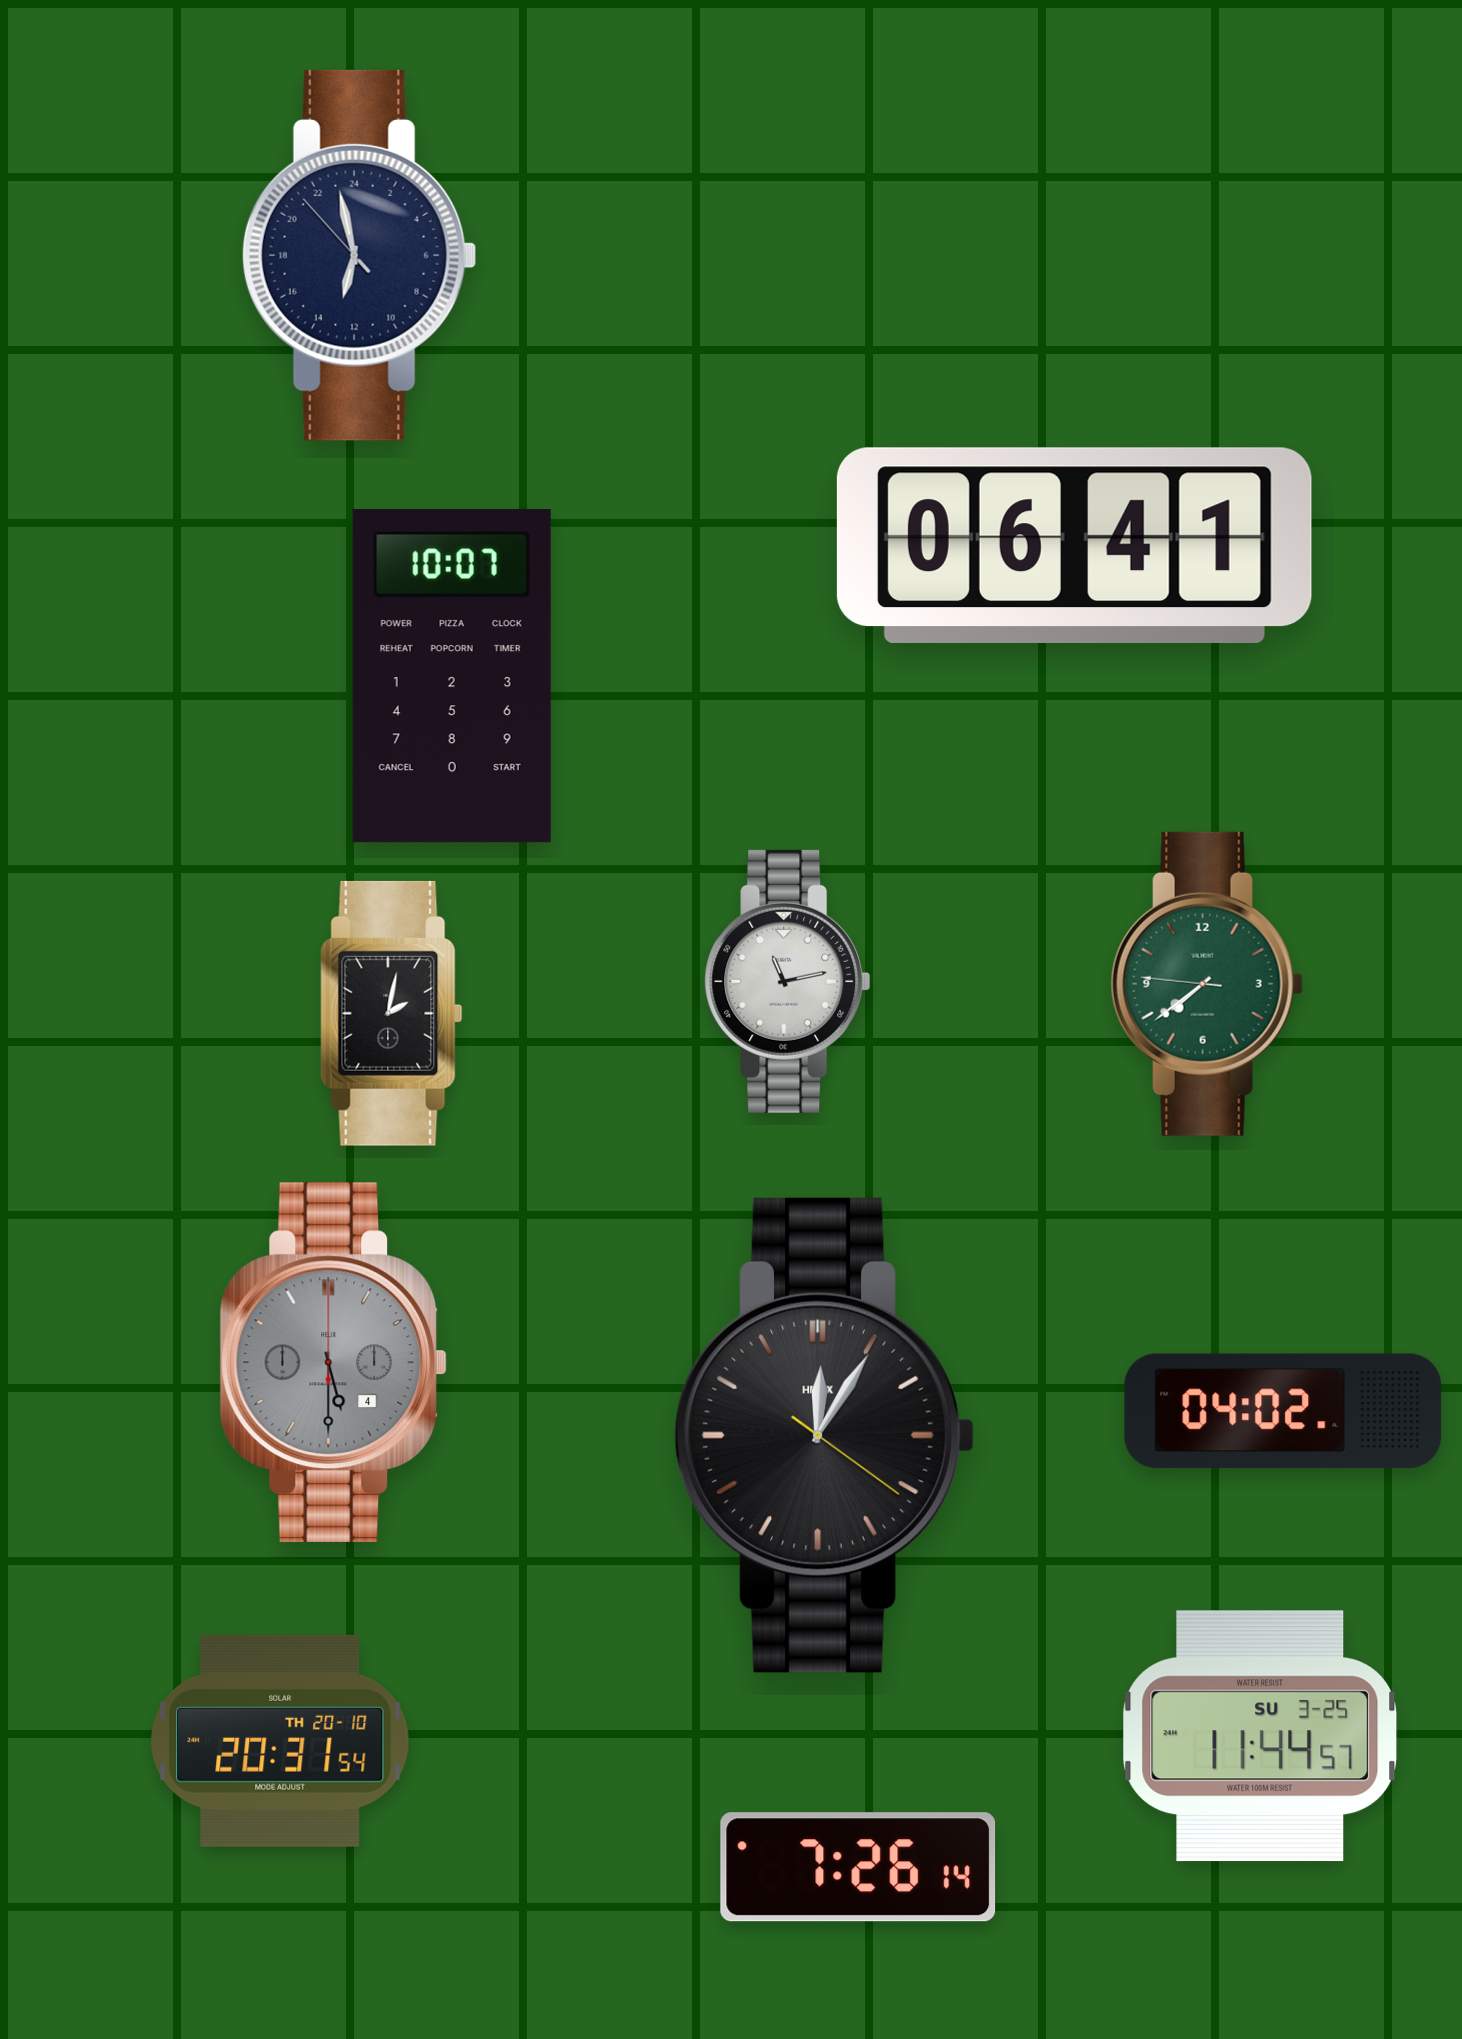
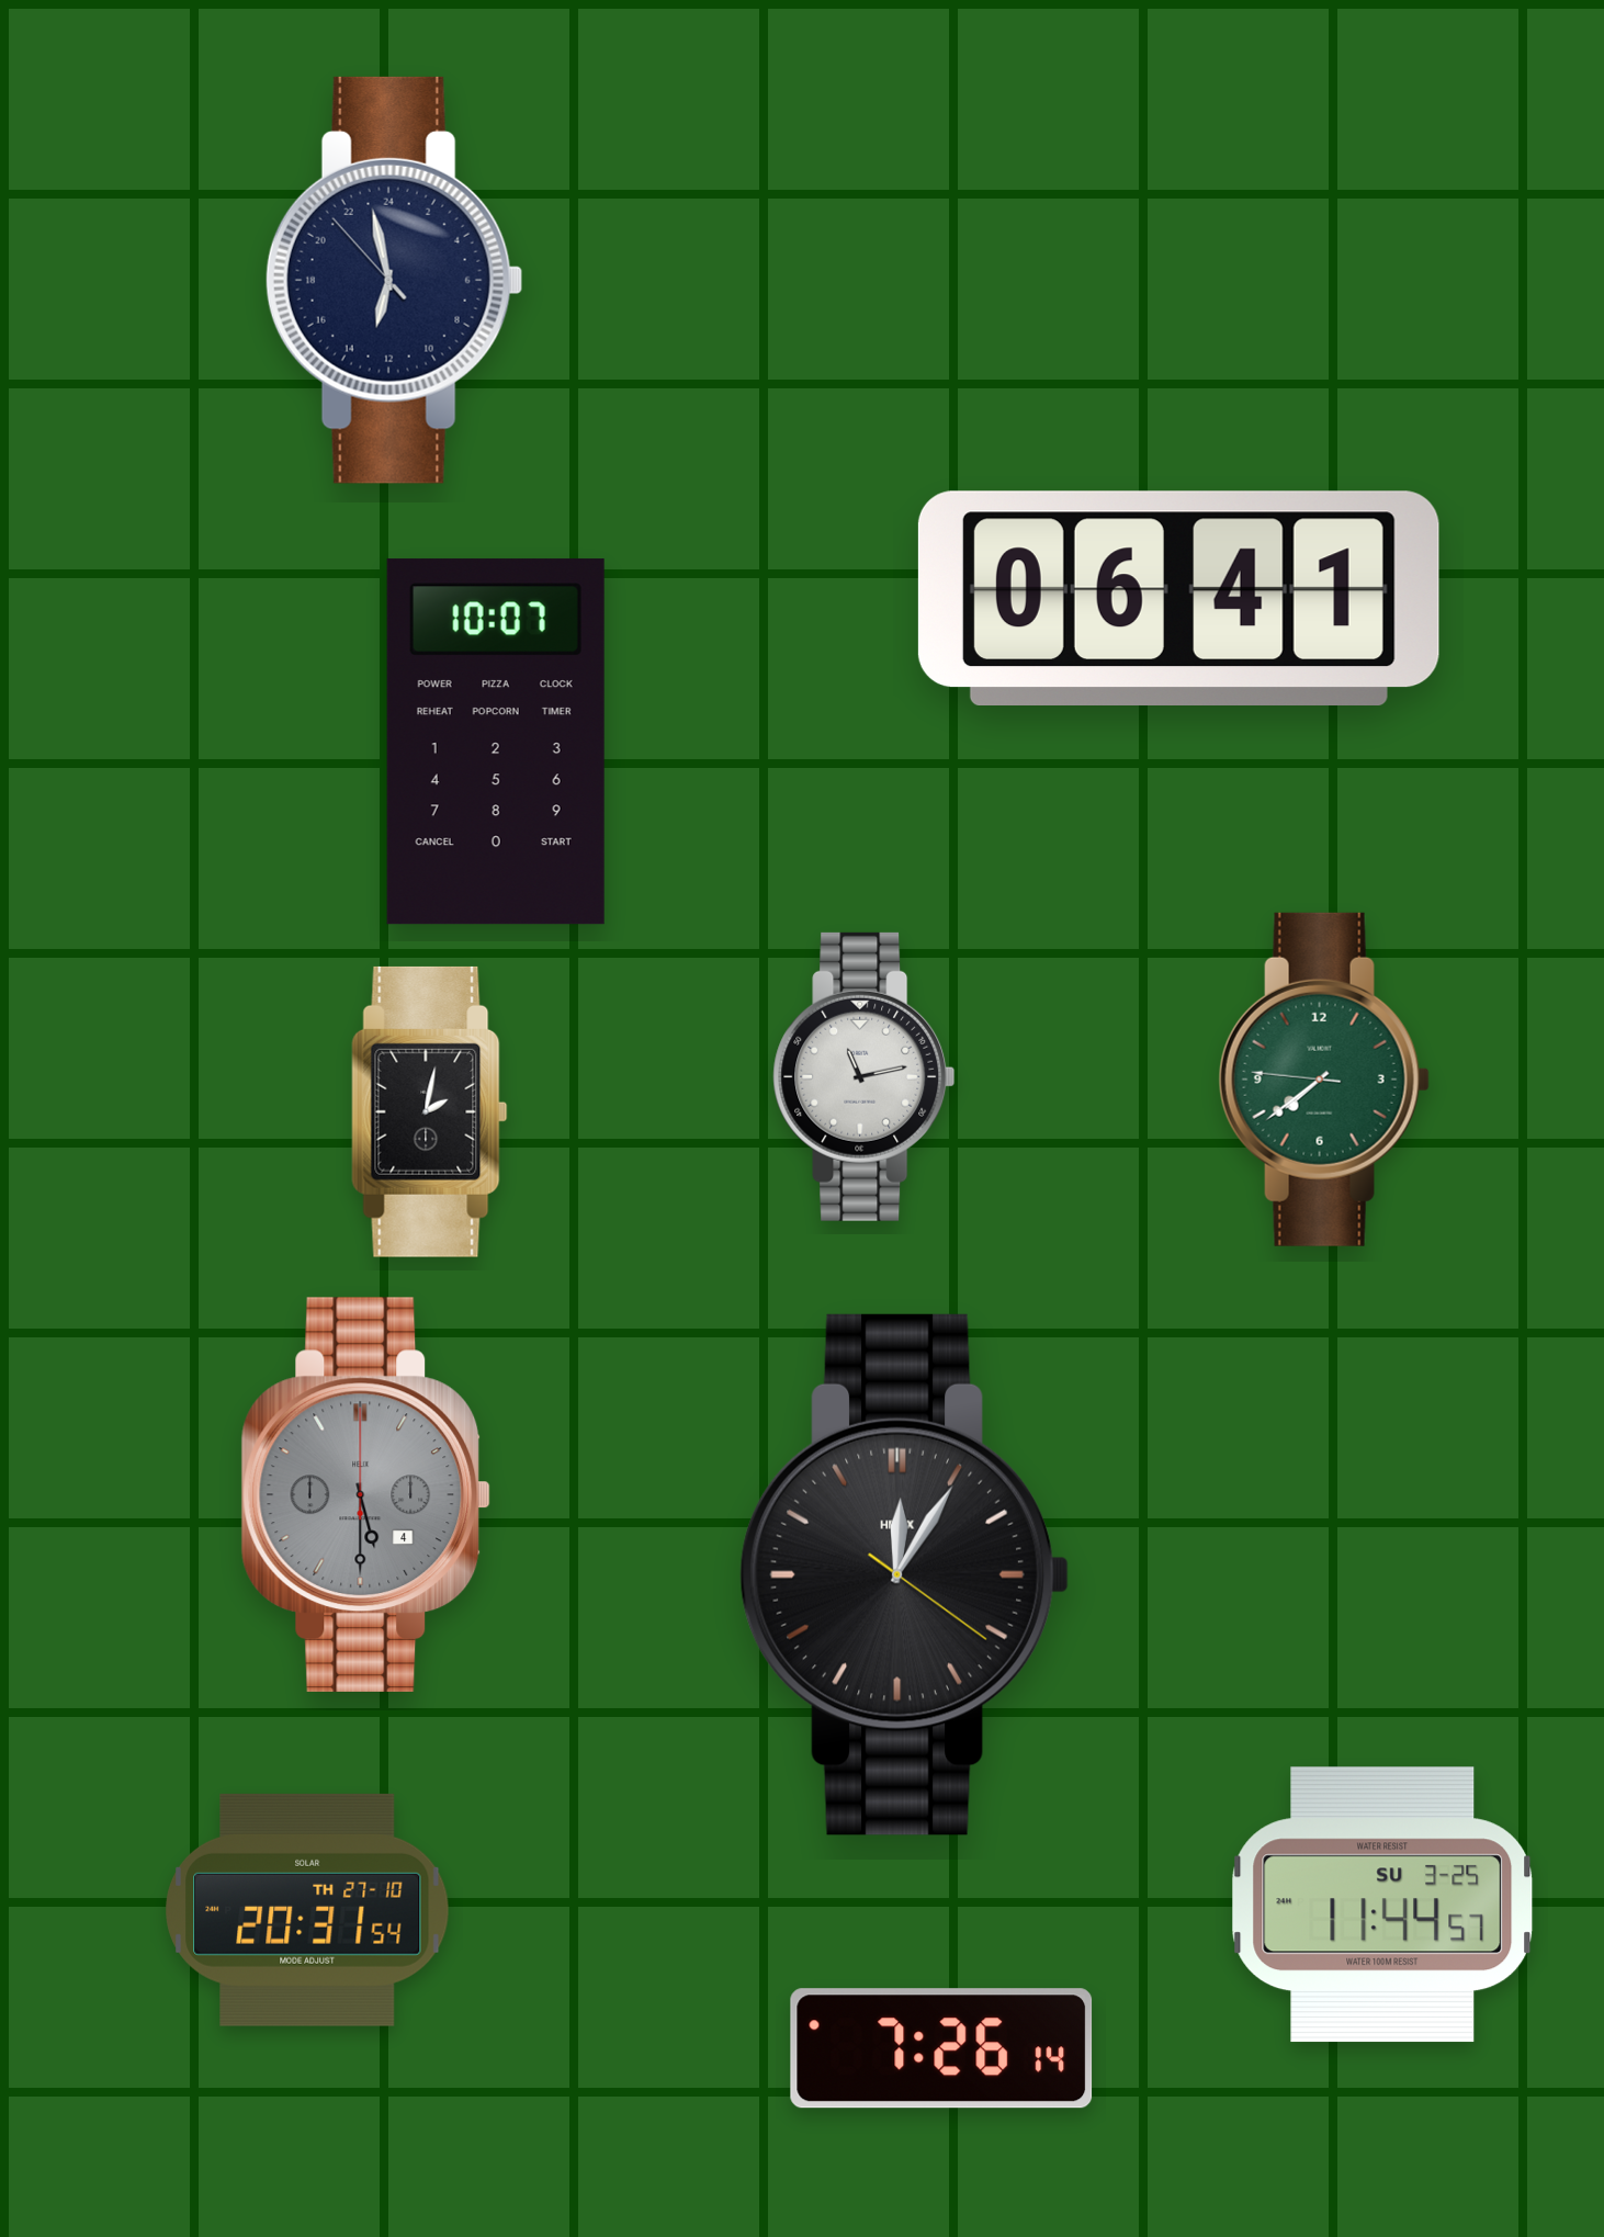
clock at (1283, 1411): 04:02 -> none
clock at (280, 1741) date: TH 20-10 -> TH 27-10
